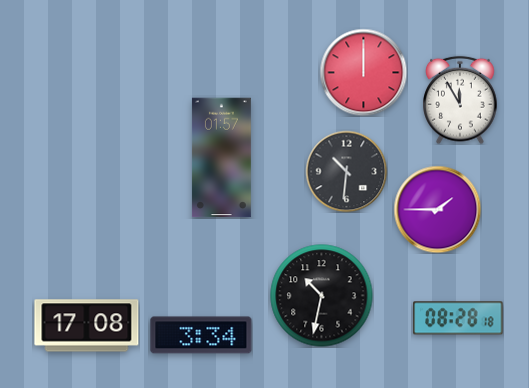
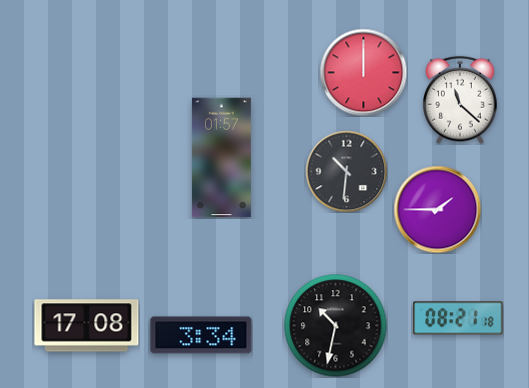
clock at (460, 100): 11:55 -> 11:22
clock at (322, 296) position: (322, 296) -> (336, 326)
clock at (458, 318): 08:28 -> 08:21
